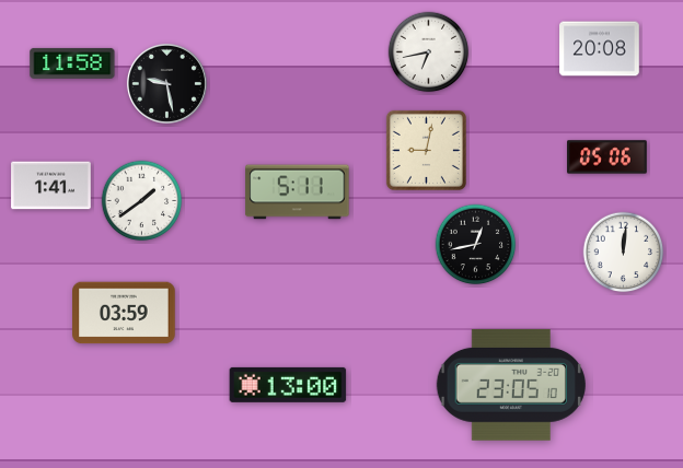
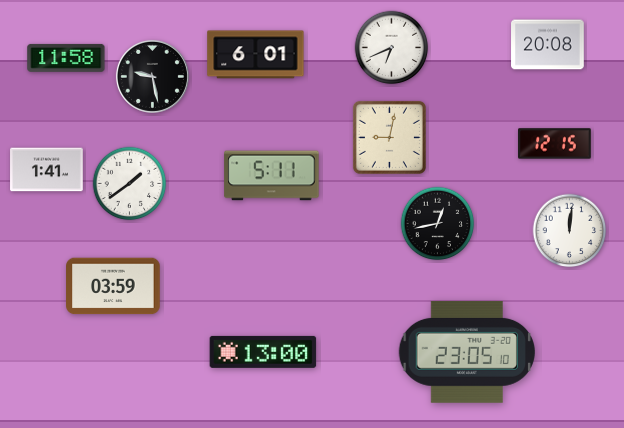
clock at (429, 52): 6:43 -> 6:41
clock at (256, 55): none -> 6:01
clock at (607, 157): 05:06 -> 12:15
clock at (476, 245) position: (476, 245) -> (438, 224)
